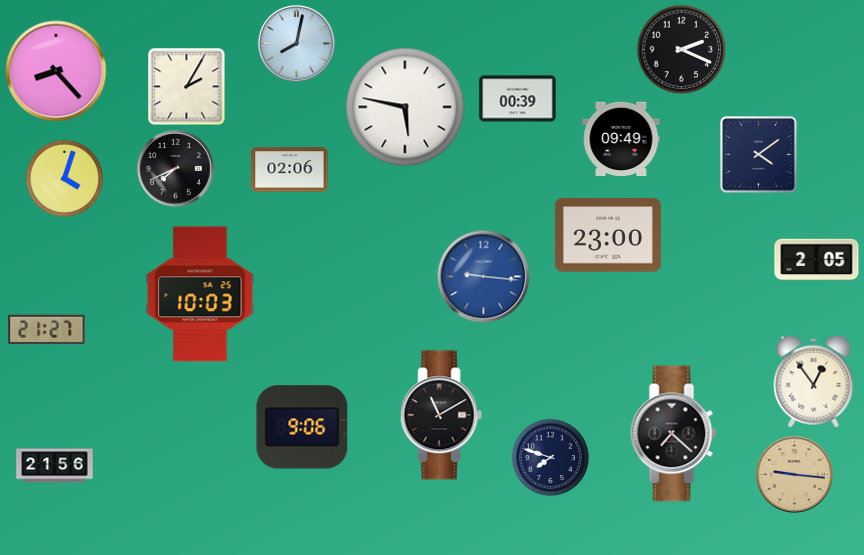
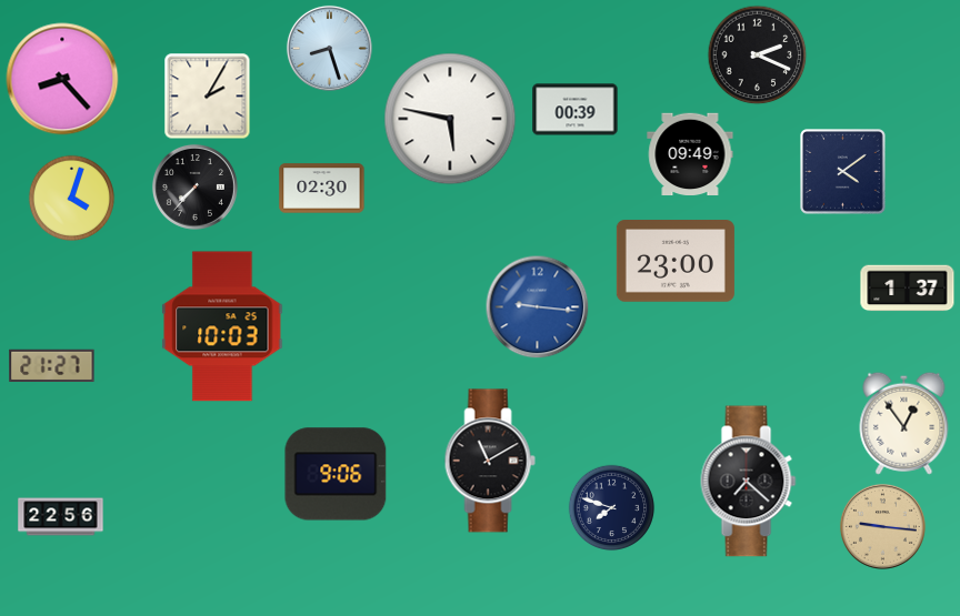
clock at (296, 43): 8:02 -> 8:27
clock at (175, 168): 7:41 -> 7:37
clock at (290, 170): 02:06 -> 02:30
clock at (817, 260): 2:05 -> 1:37
clock at (55, 466): 21:56 -> 22:56
